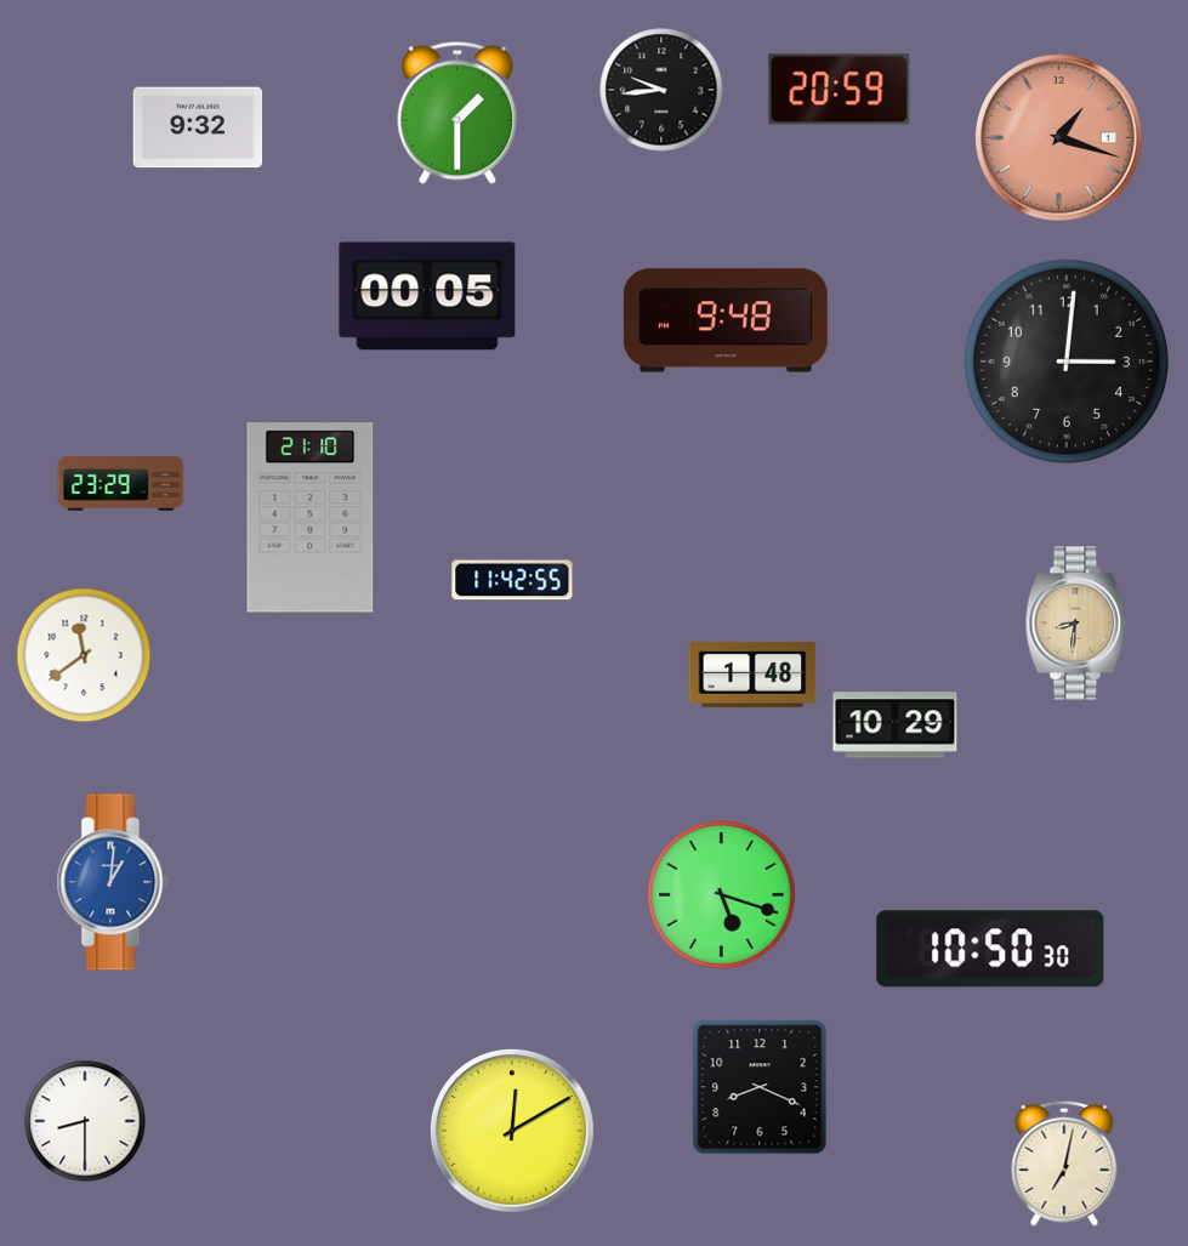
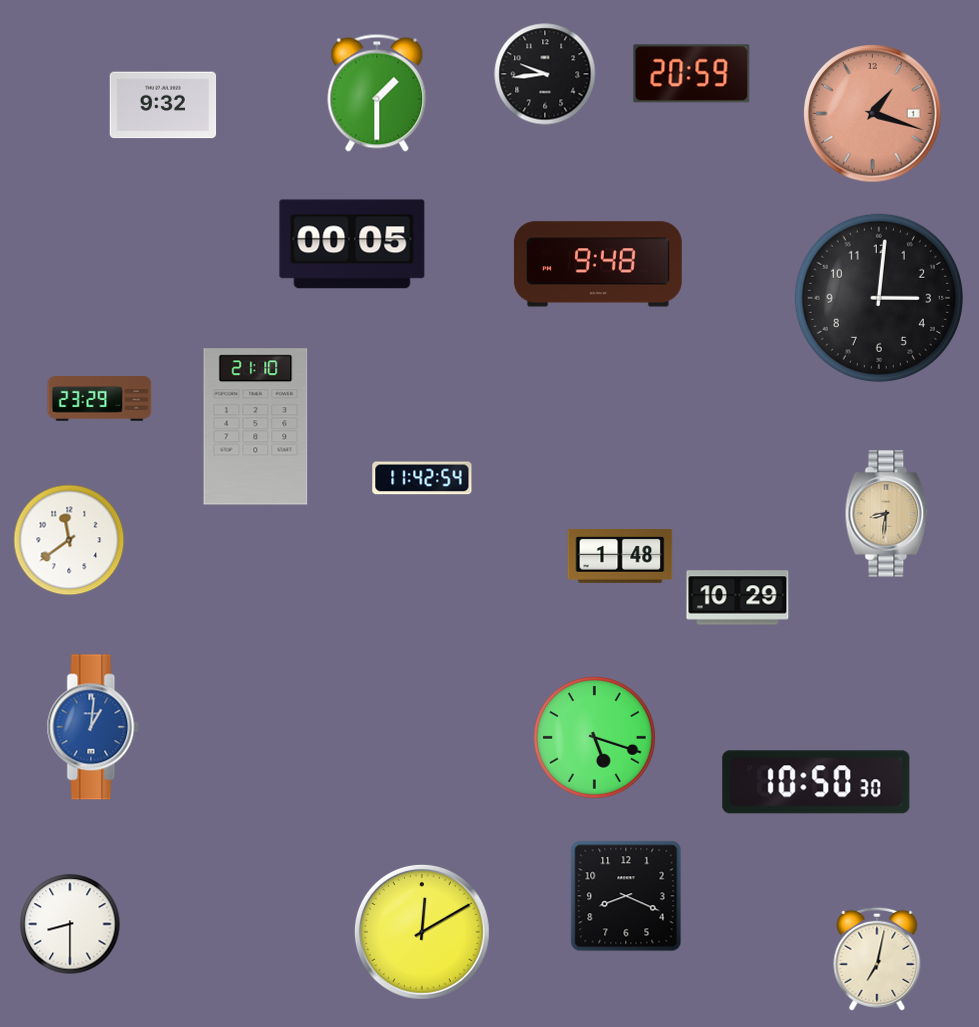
clock at (512, 580): 11:42:55 -> 11:42:54
